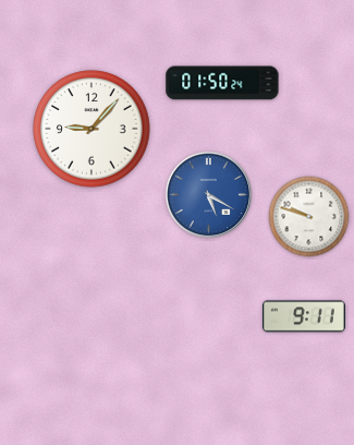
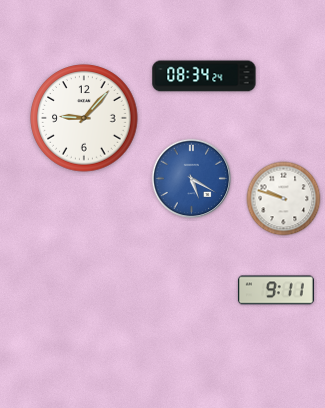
clock at (222, 83): 01:50 -> 08:34
clock at (304, 316) position: (304, 316) -> (276, 290)
